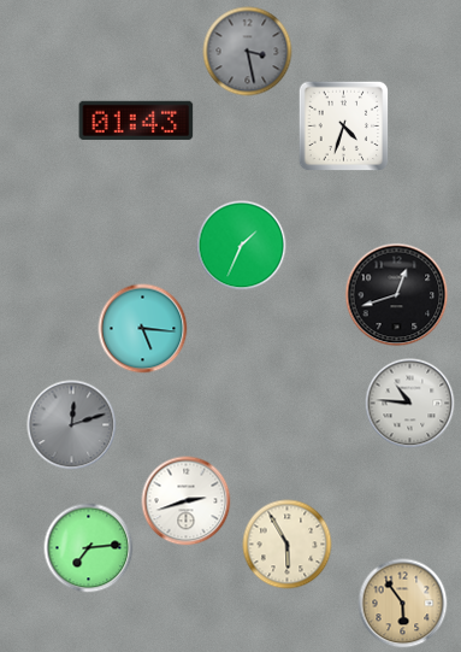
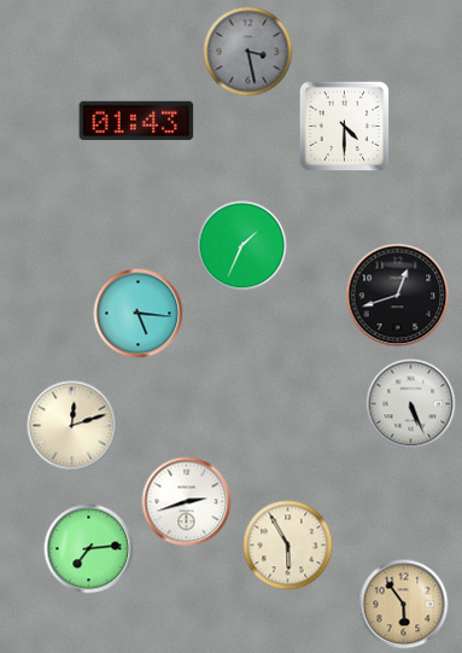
clock at (344, 127): 4:33 -> 4:30
clock at (143, 329) position: (143, 329) -> (139, 314)
clock at (410, 404): 10:46 -> 5:26
clock at (72, 425) dial: grey -> cream
